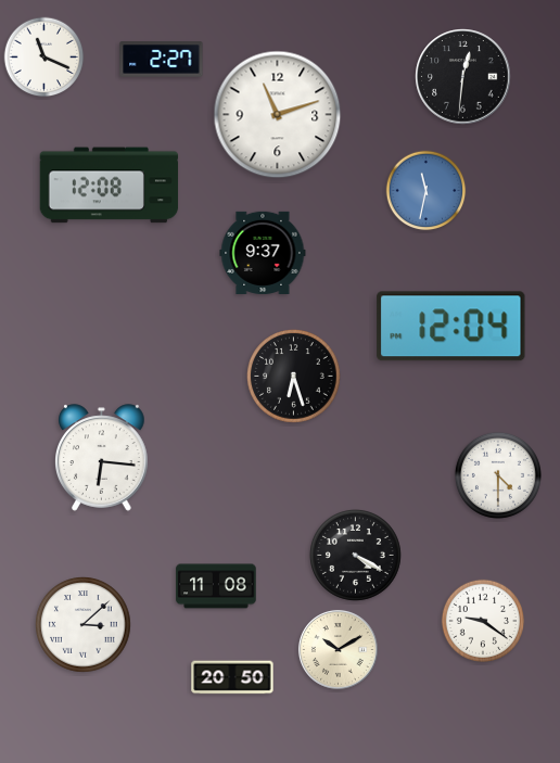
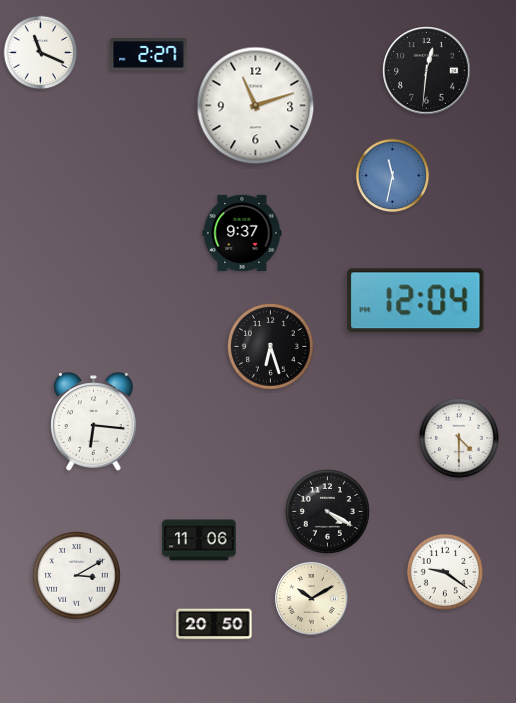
clock at (110, 186): 12:08 -> none
clock at (216, 586): 11:08 -> 11:06
clock at (84, 625): 3:08 -> 3:10
